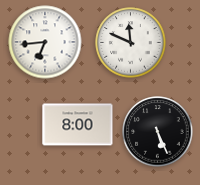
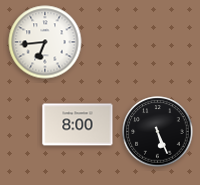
clock at (131, 43): 11:49 -> none
